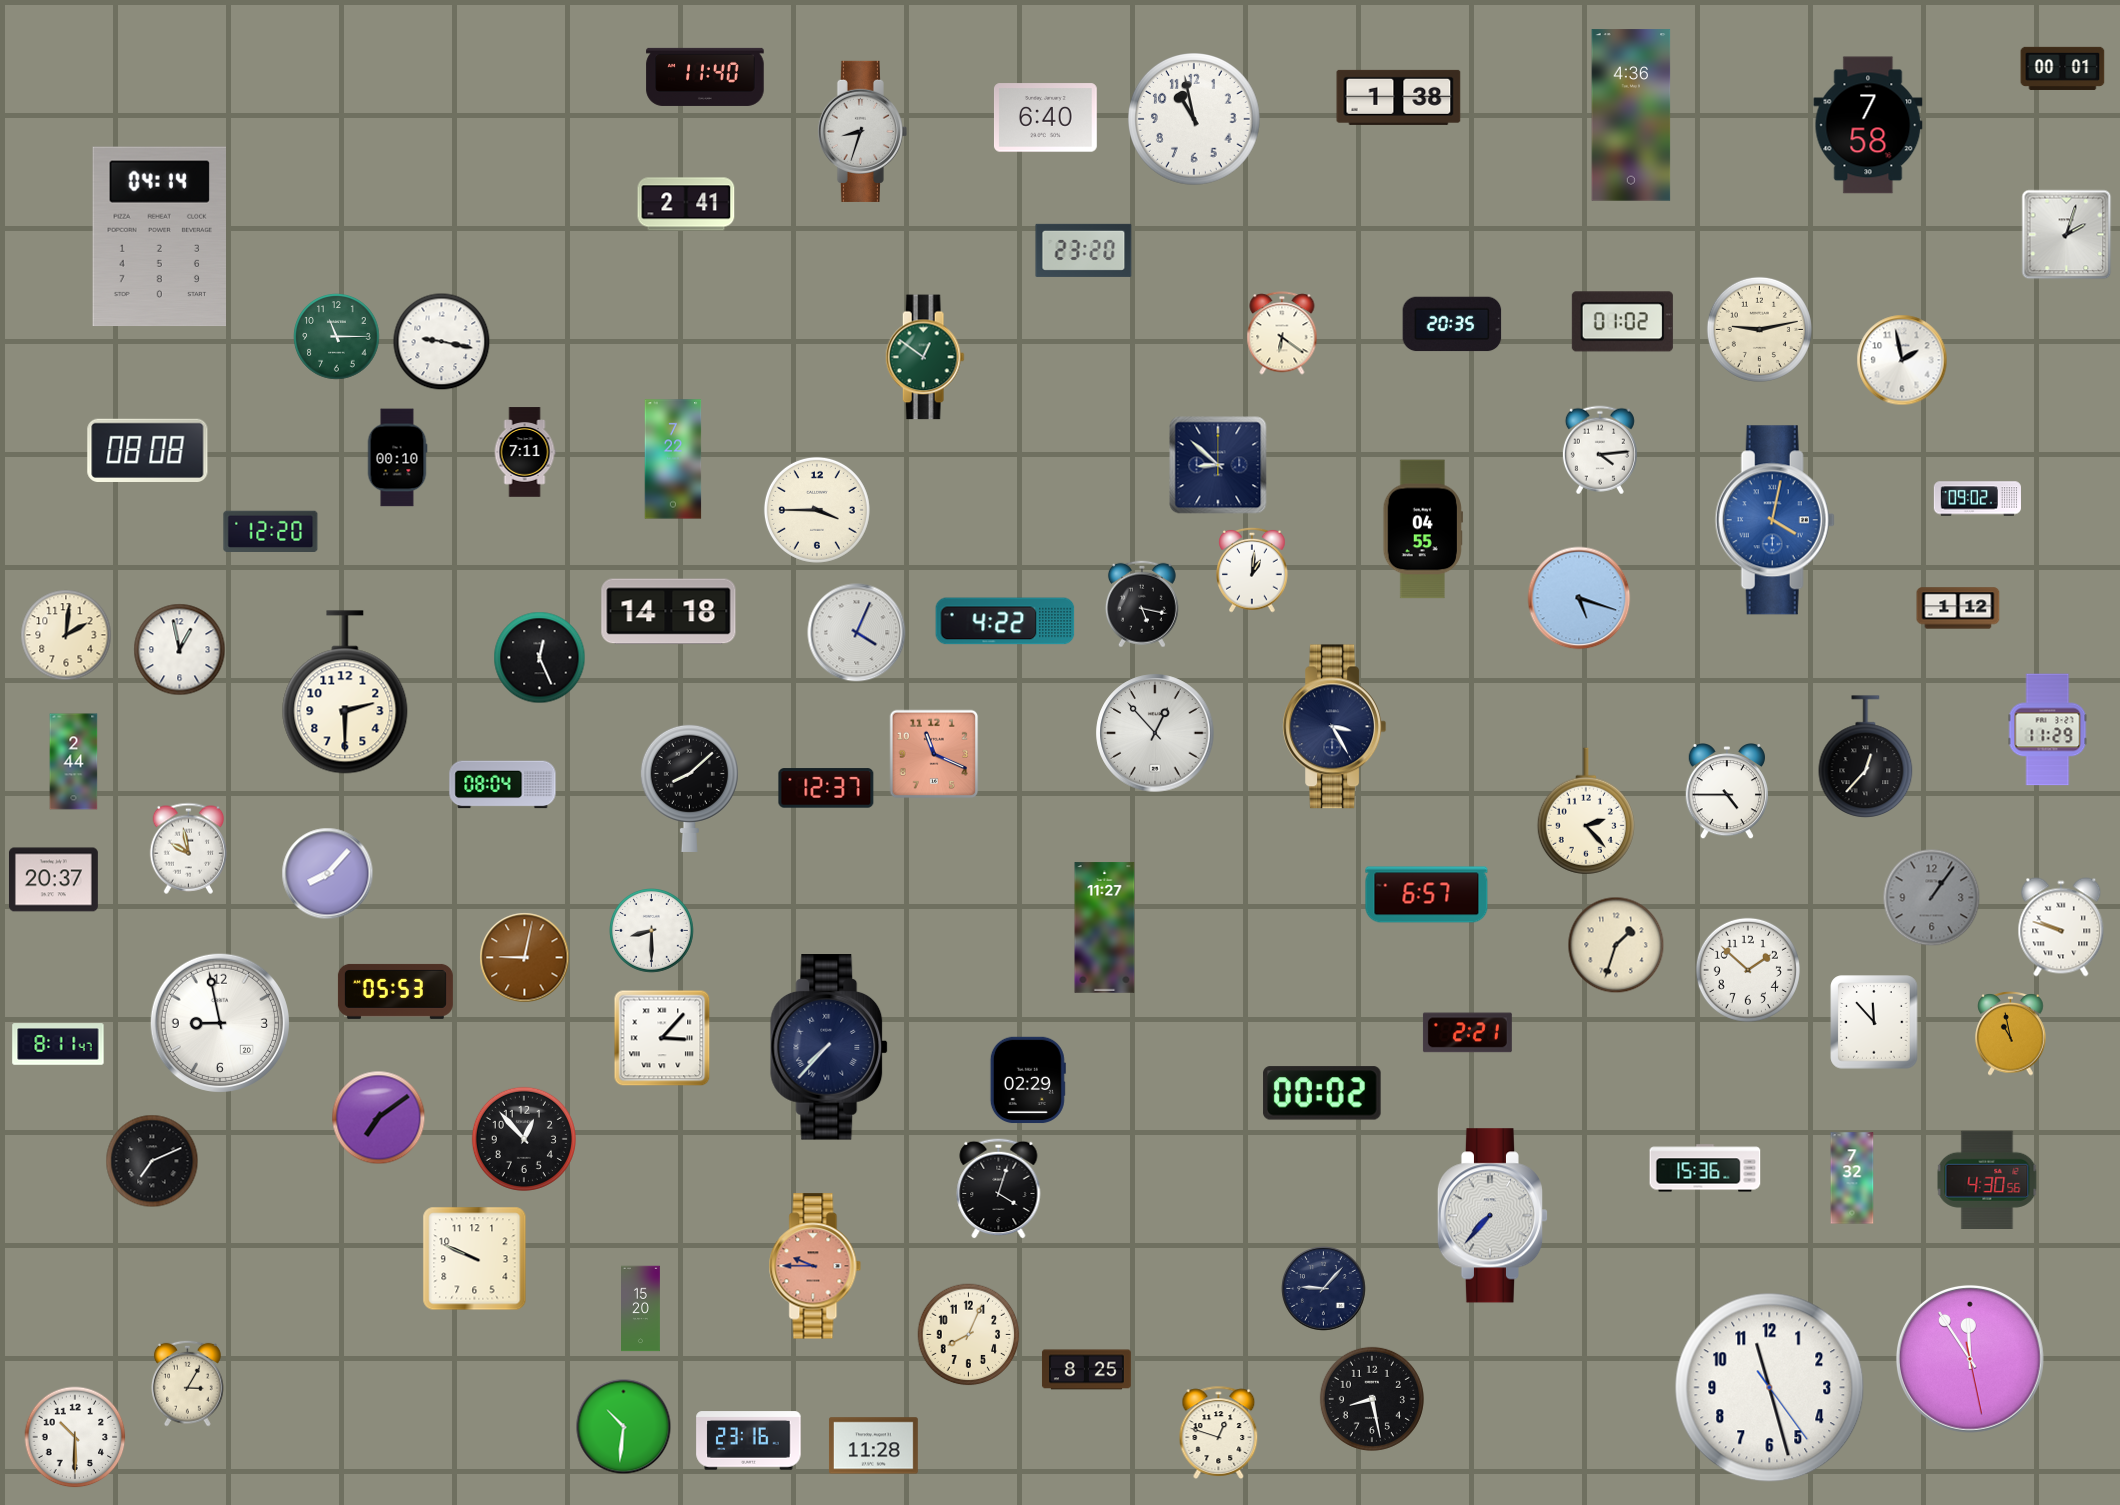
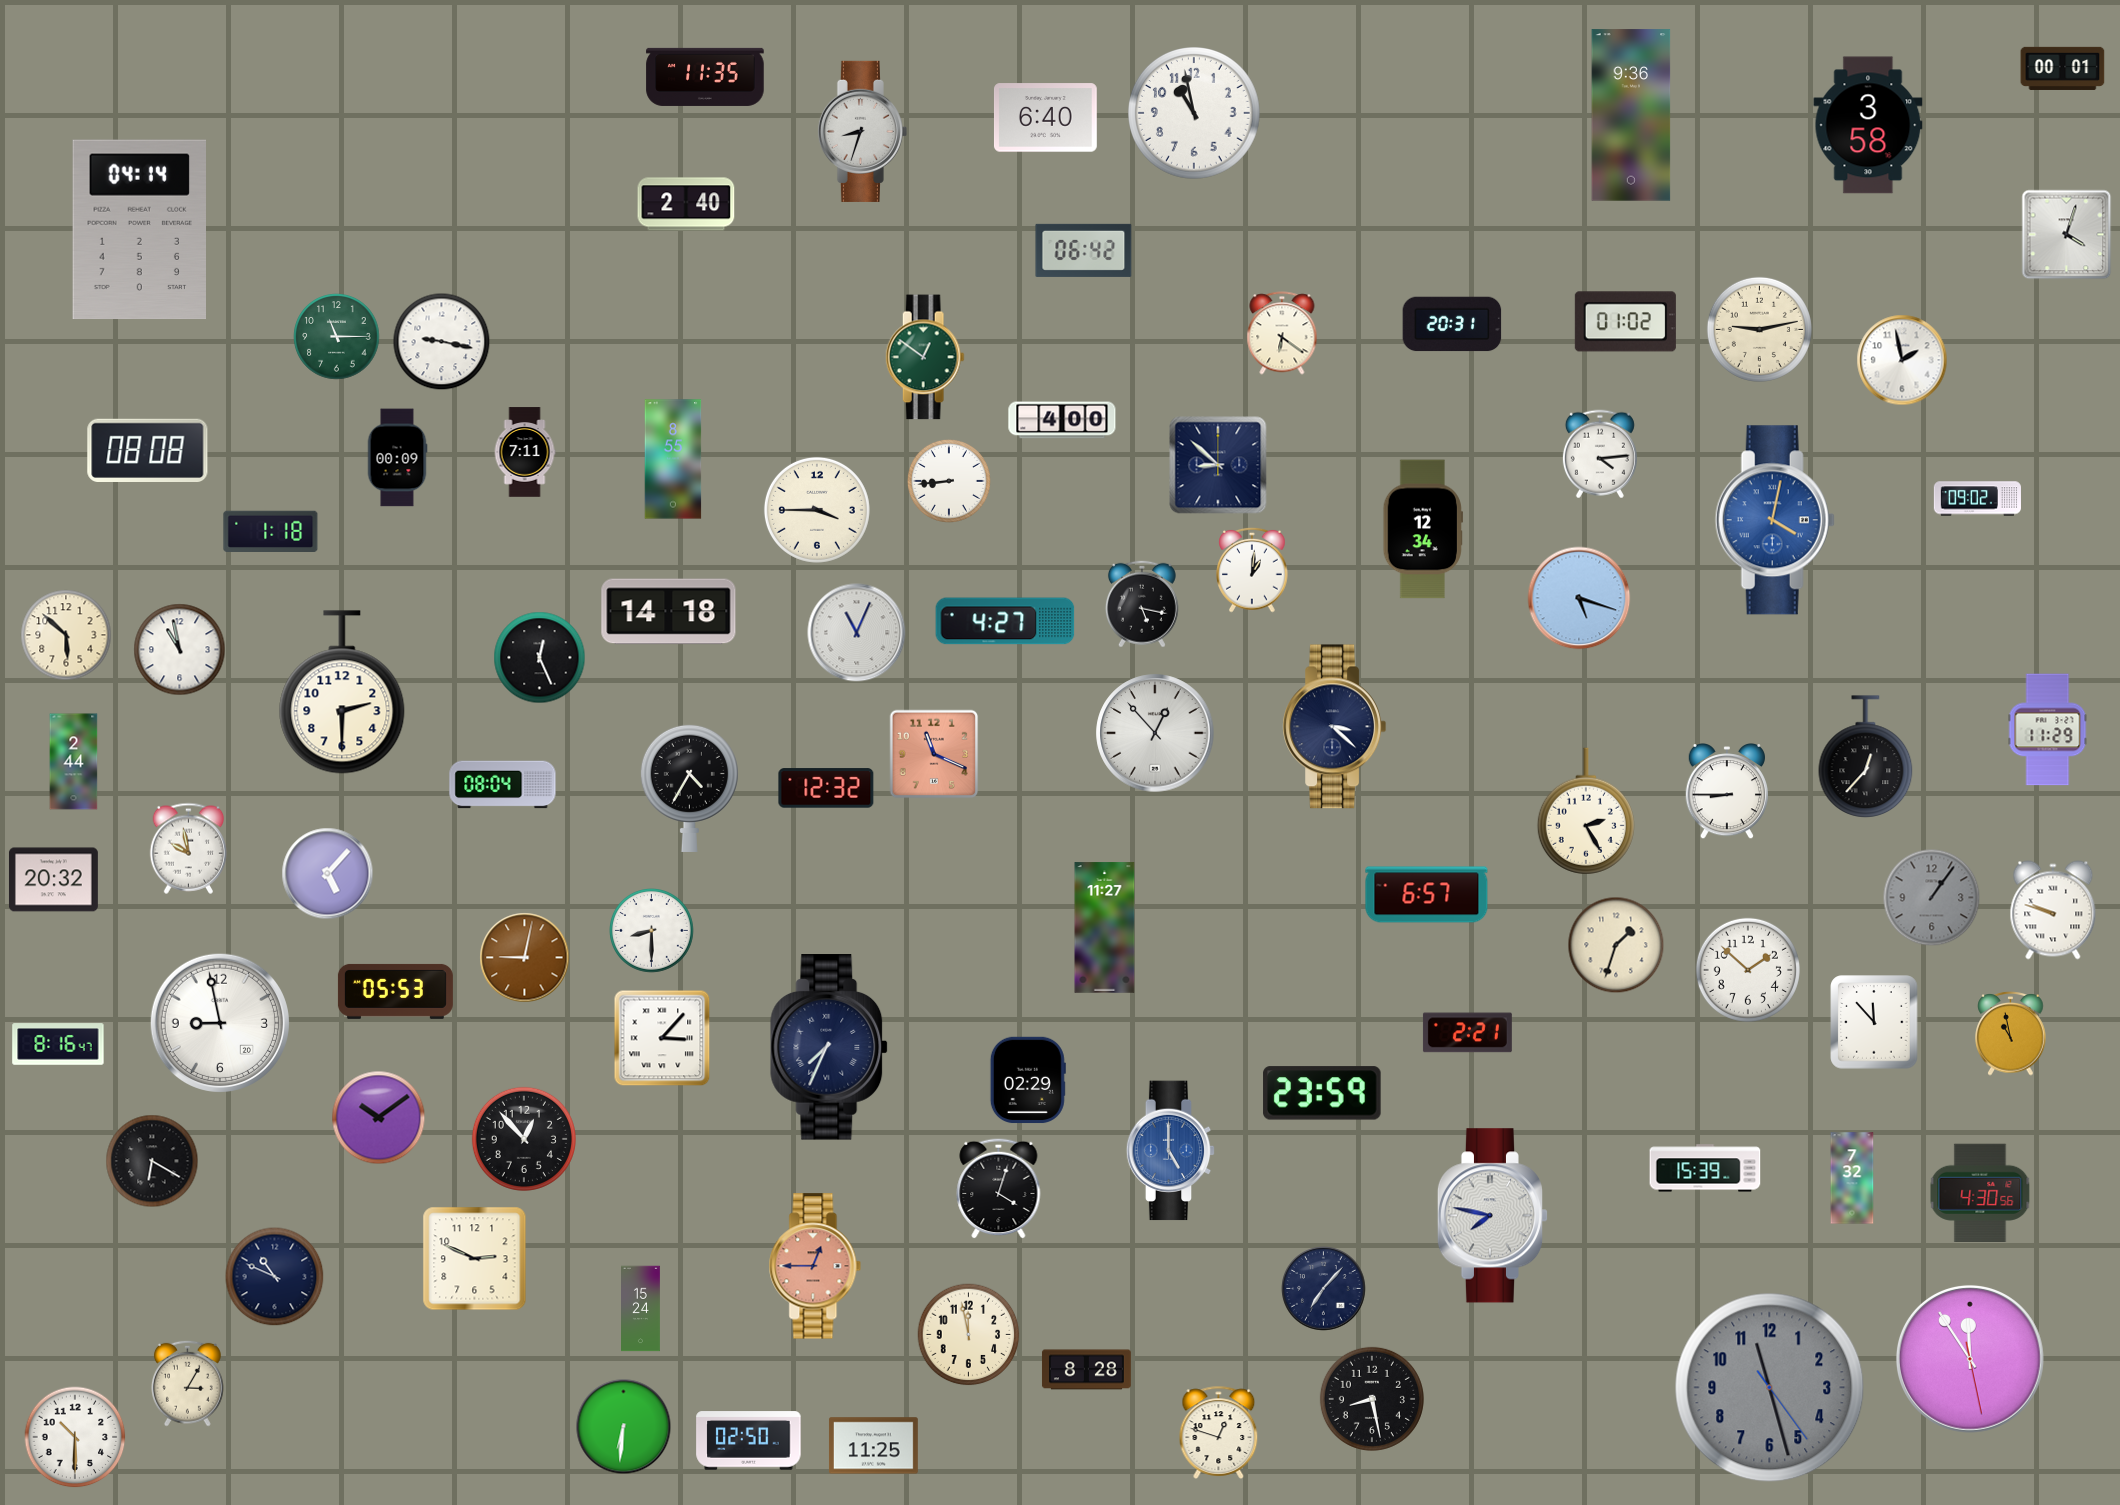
clock at (705, 77): 11:40 -> 11:35
clock at (1399, 97): 1:38 -> none
clock at (1631, 115): 4:36 -> 9:36
clock at (1195, 120) position: (1195, 120) -> (1195, 114)
clock at (1868, 125): 7:58 -> 3:58
clock at (686, 204): 2:41 -> 2:40
clock at (2067, 235): 2:03 -> 4:03
clock at (159, 237) position: (159, 237) -> (139, 230)
clock at (1084, 250): 23:20 -> 06:42
clock at (1622, 322) position: (1622, 322) -> (1625, 322)
clock at (1452, 324): 20:35 -> 20:31
clock at (1062, 420): none -> 4:00
clock at (1600, 450) position: (1600, 450) -> (1600, 454)
clock at (397, 458): 00:10 -> 00:09
clock at (673, 459): 7:22 -> 8:55
clock at (949, 481): none -> 8:44
clock at (1423, 529): 04:55 -> 12:34
clock at (271, 532): 12:20 -> 1:18
clock at (1958, 608): 1:12 -> none
clock at (1005, 621): 4:22 -> 4:27
clock at (857, 633): 4:04 -> 11:04
clock at (66, 635): 2:01 -> 5:52
clock at (180, 650): 12:58 -> 10:58
clock at (345, 692) position: (345, 692) -> (342, 692)
clock at (1335, 727): 3:25 -> 3:22
clock at (689, 788): 8:08 -> 4:35
clock at (826, 788): 12:37 -> 12:32
clock at (1726, 792): 4:45 -> 8:45
clock at (1586, 811): 2:23 -> 2:25
clock at (328, 874): 8:07 -> 5:07
clock at (53, 880): 20:37 -> 20:32
clock at (2061, 927) position: (2061, 927) -> (2053, 910)
clock at (58, 1044): 8:11 -> 8:16
clock at (830, 1047): 7:37 -> 7:34
clock at (1322, 1093): 00:02 -> 23:59
clock at (379, 1118): 7:09 -> 10:09
clock at (1171, 1151): none -> 5:00
clock at (152, 1161): 7:11 -> 6:20
clock at (1705, 1168): 15:36 -> 15:39
clock at (1987, 1179) position: (1987, 1179) -> (1980, 1192)
clock at (1493, 1216): 7:37 -> 7:47
clock at (475, 1259): 9:49 -> 2:49
clock at (815, 1266): 9:45 -> 12:45
clock at (275, 1277): none -> 10:49
clock at (1324, 1289): 9:07 -> 7:07
clock at (641, 1309): 15:20 -> 15:24
clock at (969, 1335): 8:04 -> 11:58
clock at (1086, 1370): 8:25 -> 8:28
clock at (1770, 1388) dial: white -> grey
clock at (624, 1427): 10:31 -> 6:31
clock at (749, 1441): 23:16 -> 02:50
clock at (873, 1446): 11:28 -> 11:25
